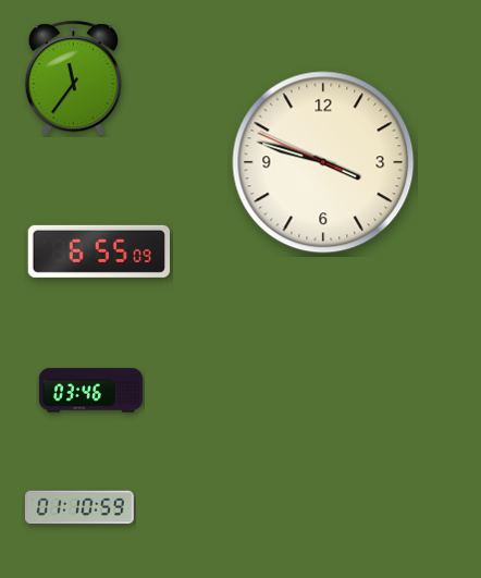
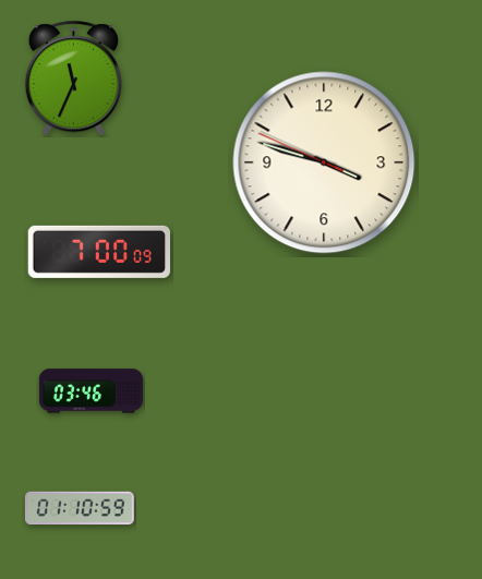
clock at (73, 78): 11:36 -> 11:34
clock at (98, 251): 6:55 -> 7:00
